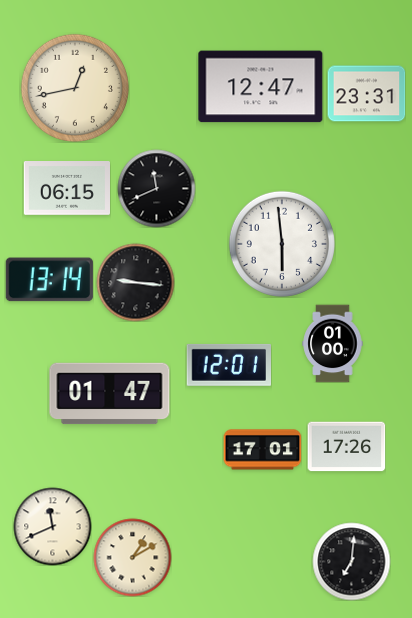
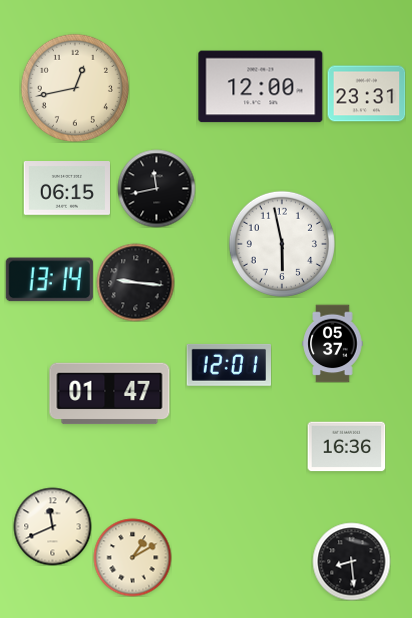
clock at (261, 87): 12:47 -> 12:00
clock at (156, 188): 11:41 -> 11:43
clock at (282, 244): 5:59 -> 5:58
clock at (333, 343): 01:00 -> 05:37
clock at (346, 447): 17:26 -> 16:36
clock at (262, 450): 17:01 -> none
clock at (351, 561): 7:01 -> 8:29
